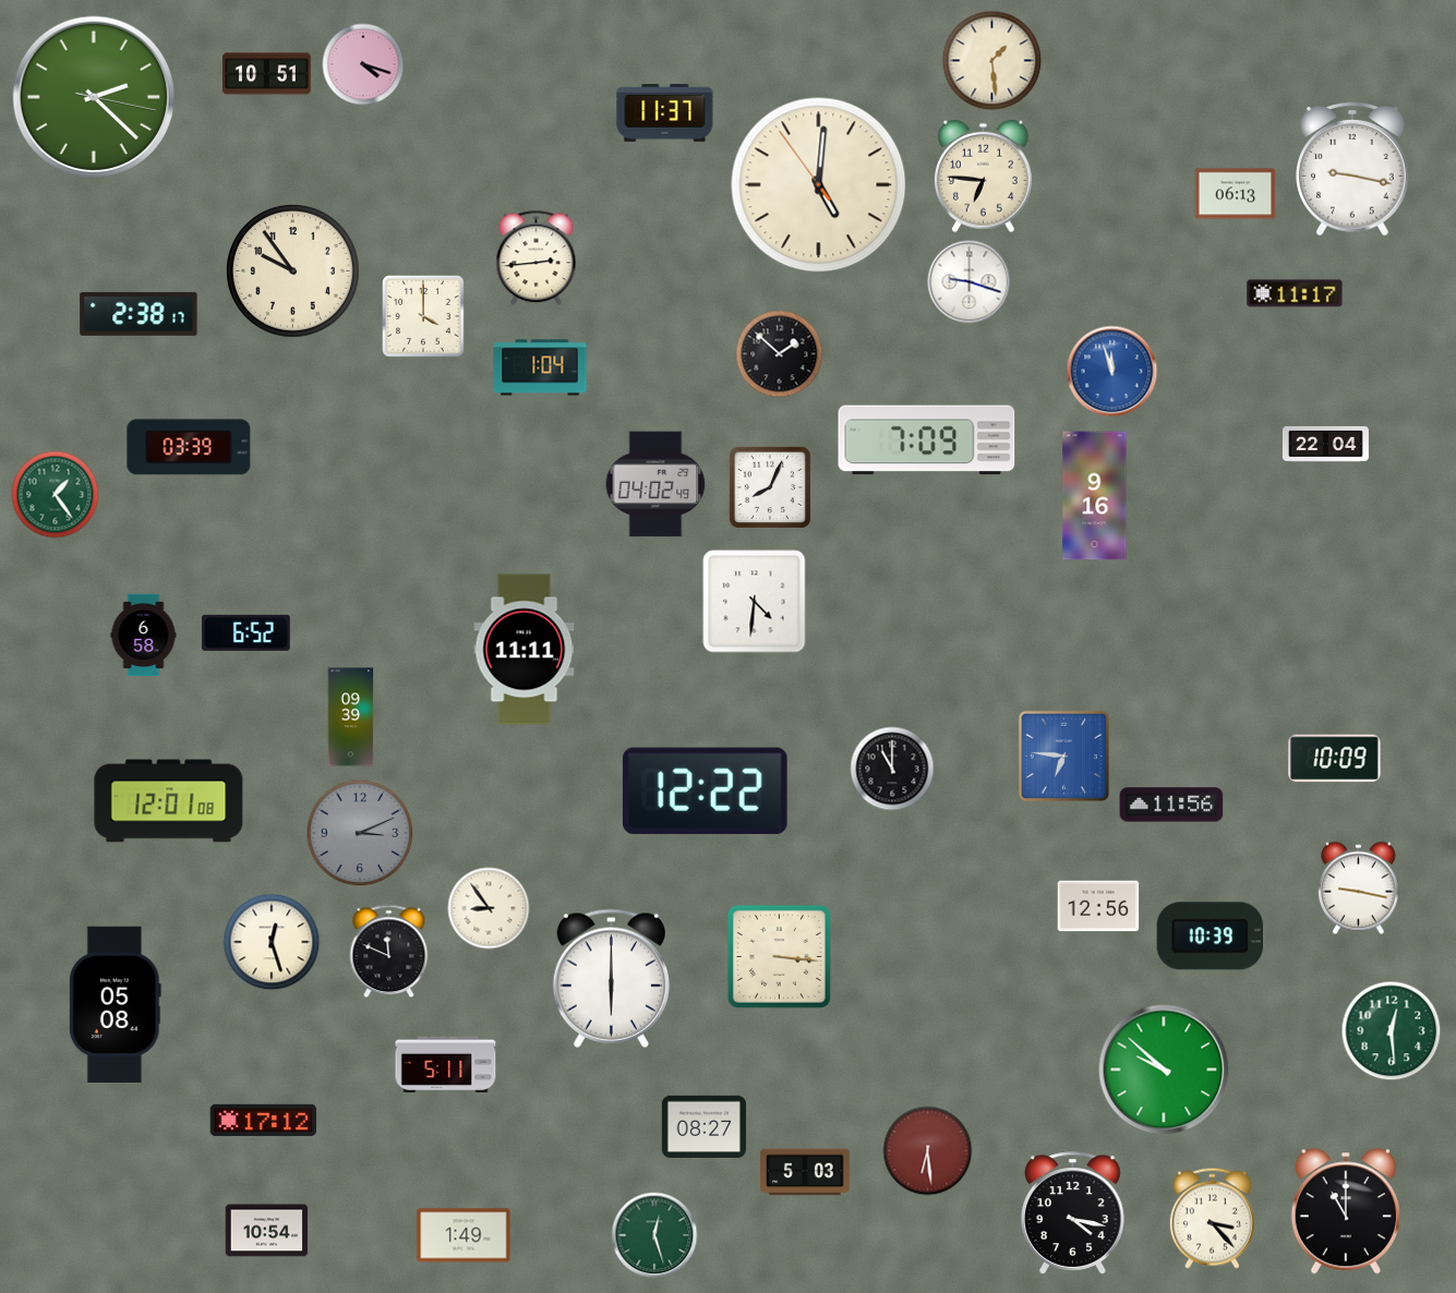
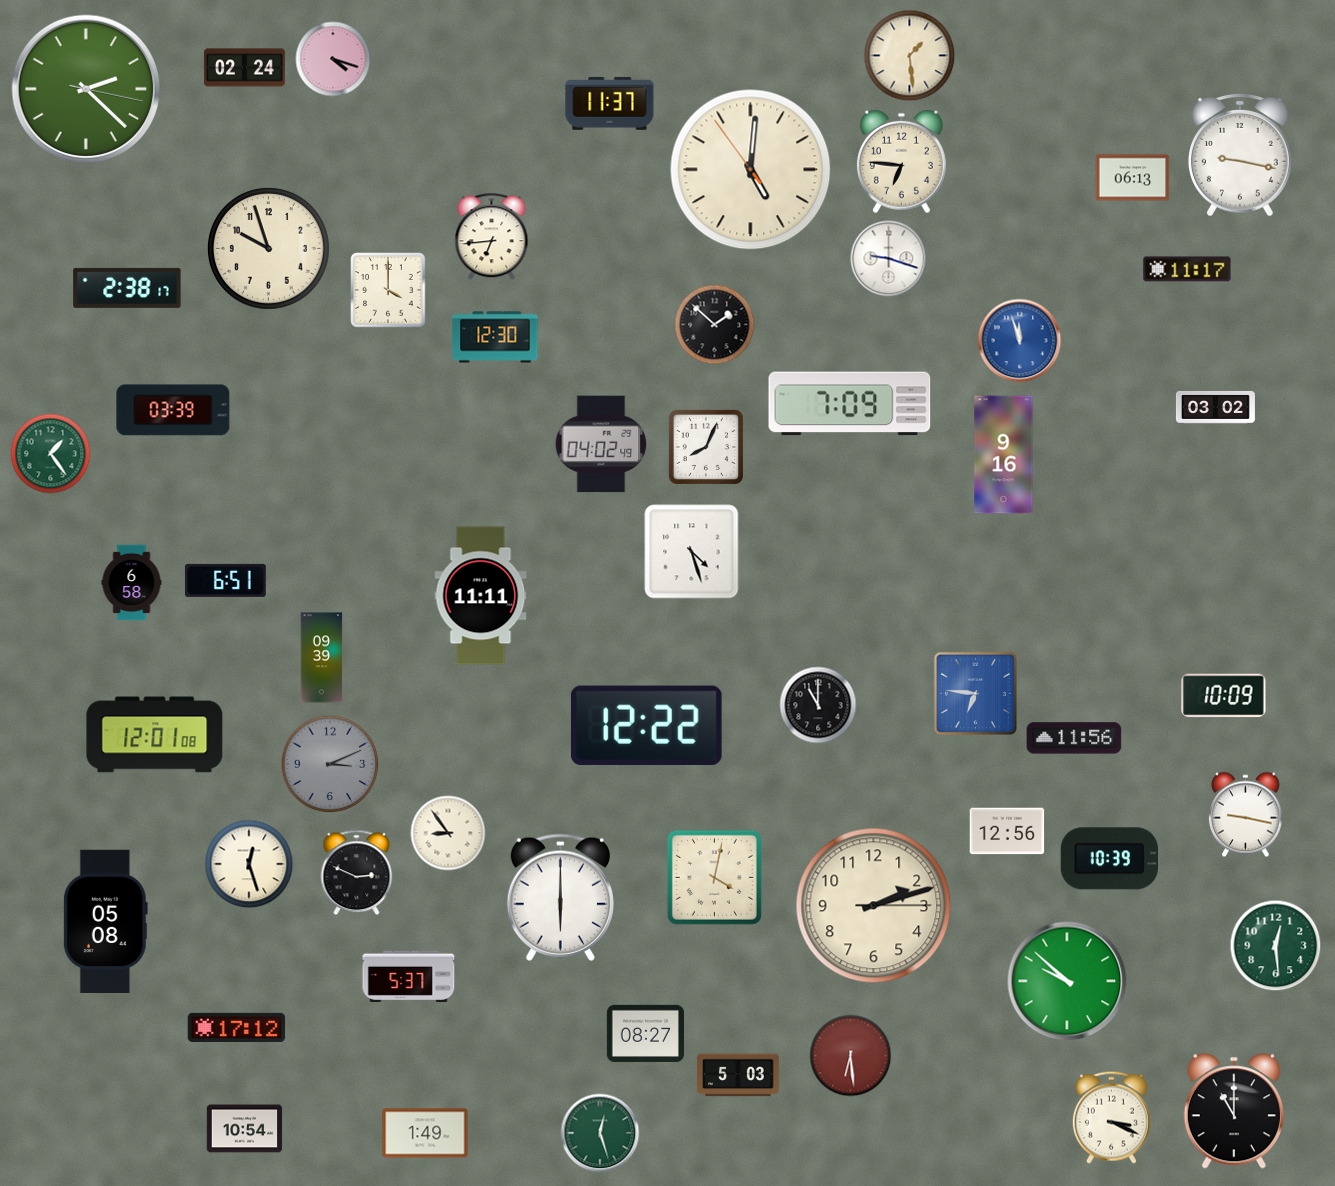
clock at (267, 74): 10:51 -> 02:24
clock at (537, 258): 2:44 -> 6:44
clock at (293, 271): 9:54 -> 9:57
clock at (540, 367): 1:04 -> 12:30
clock at (1325, 445): 22:04 -> 03:02
clock at (755, 602): 4:31 -> 4:27
clock at (245, 632): 6:52 -> 6:51
clock at (389, 952): 11:49 -> 2:49
clock at (779, 956): 3:16 -> 4:02
clock at (874, 906): none -> 2:12
clock at (446, 1064): 5:11 -> 5:37
clock at (264, 1120) position: (264, 1120) -> (237, 1027)
clock at (1072, 1213): 4:17 -> none
clock at (1212, 1218): 3:23 -> 3:19
